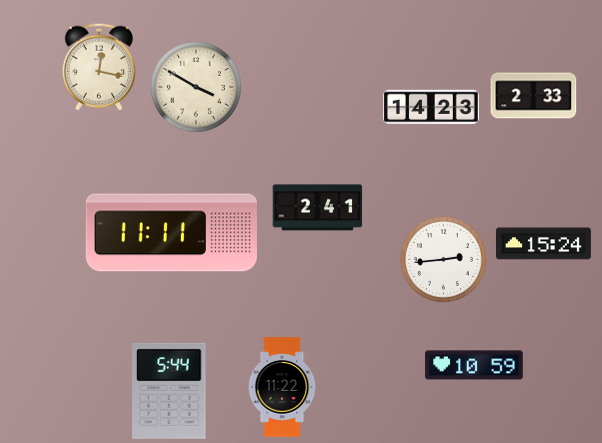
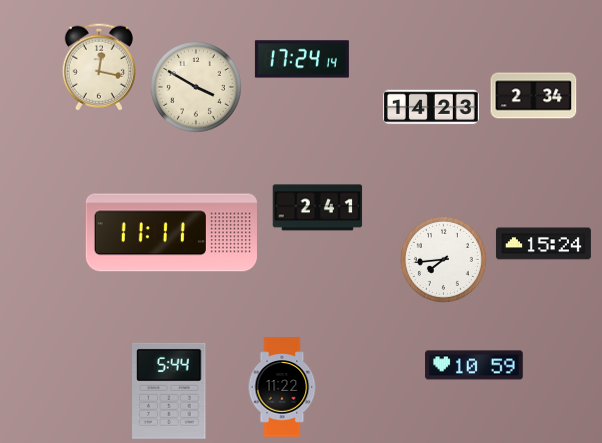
clock at (302, 59): none -> 17:24
clock at (534, 96): 2:33 -> 2:34
clock at (443, 259): 2:44 -> 7:44
